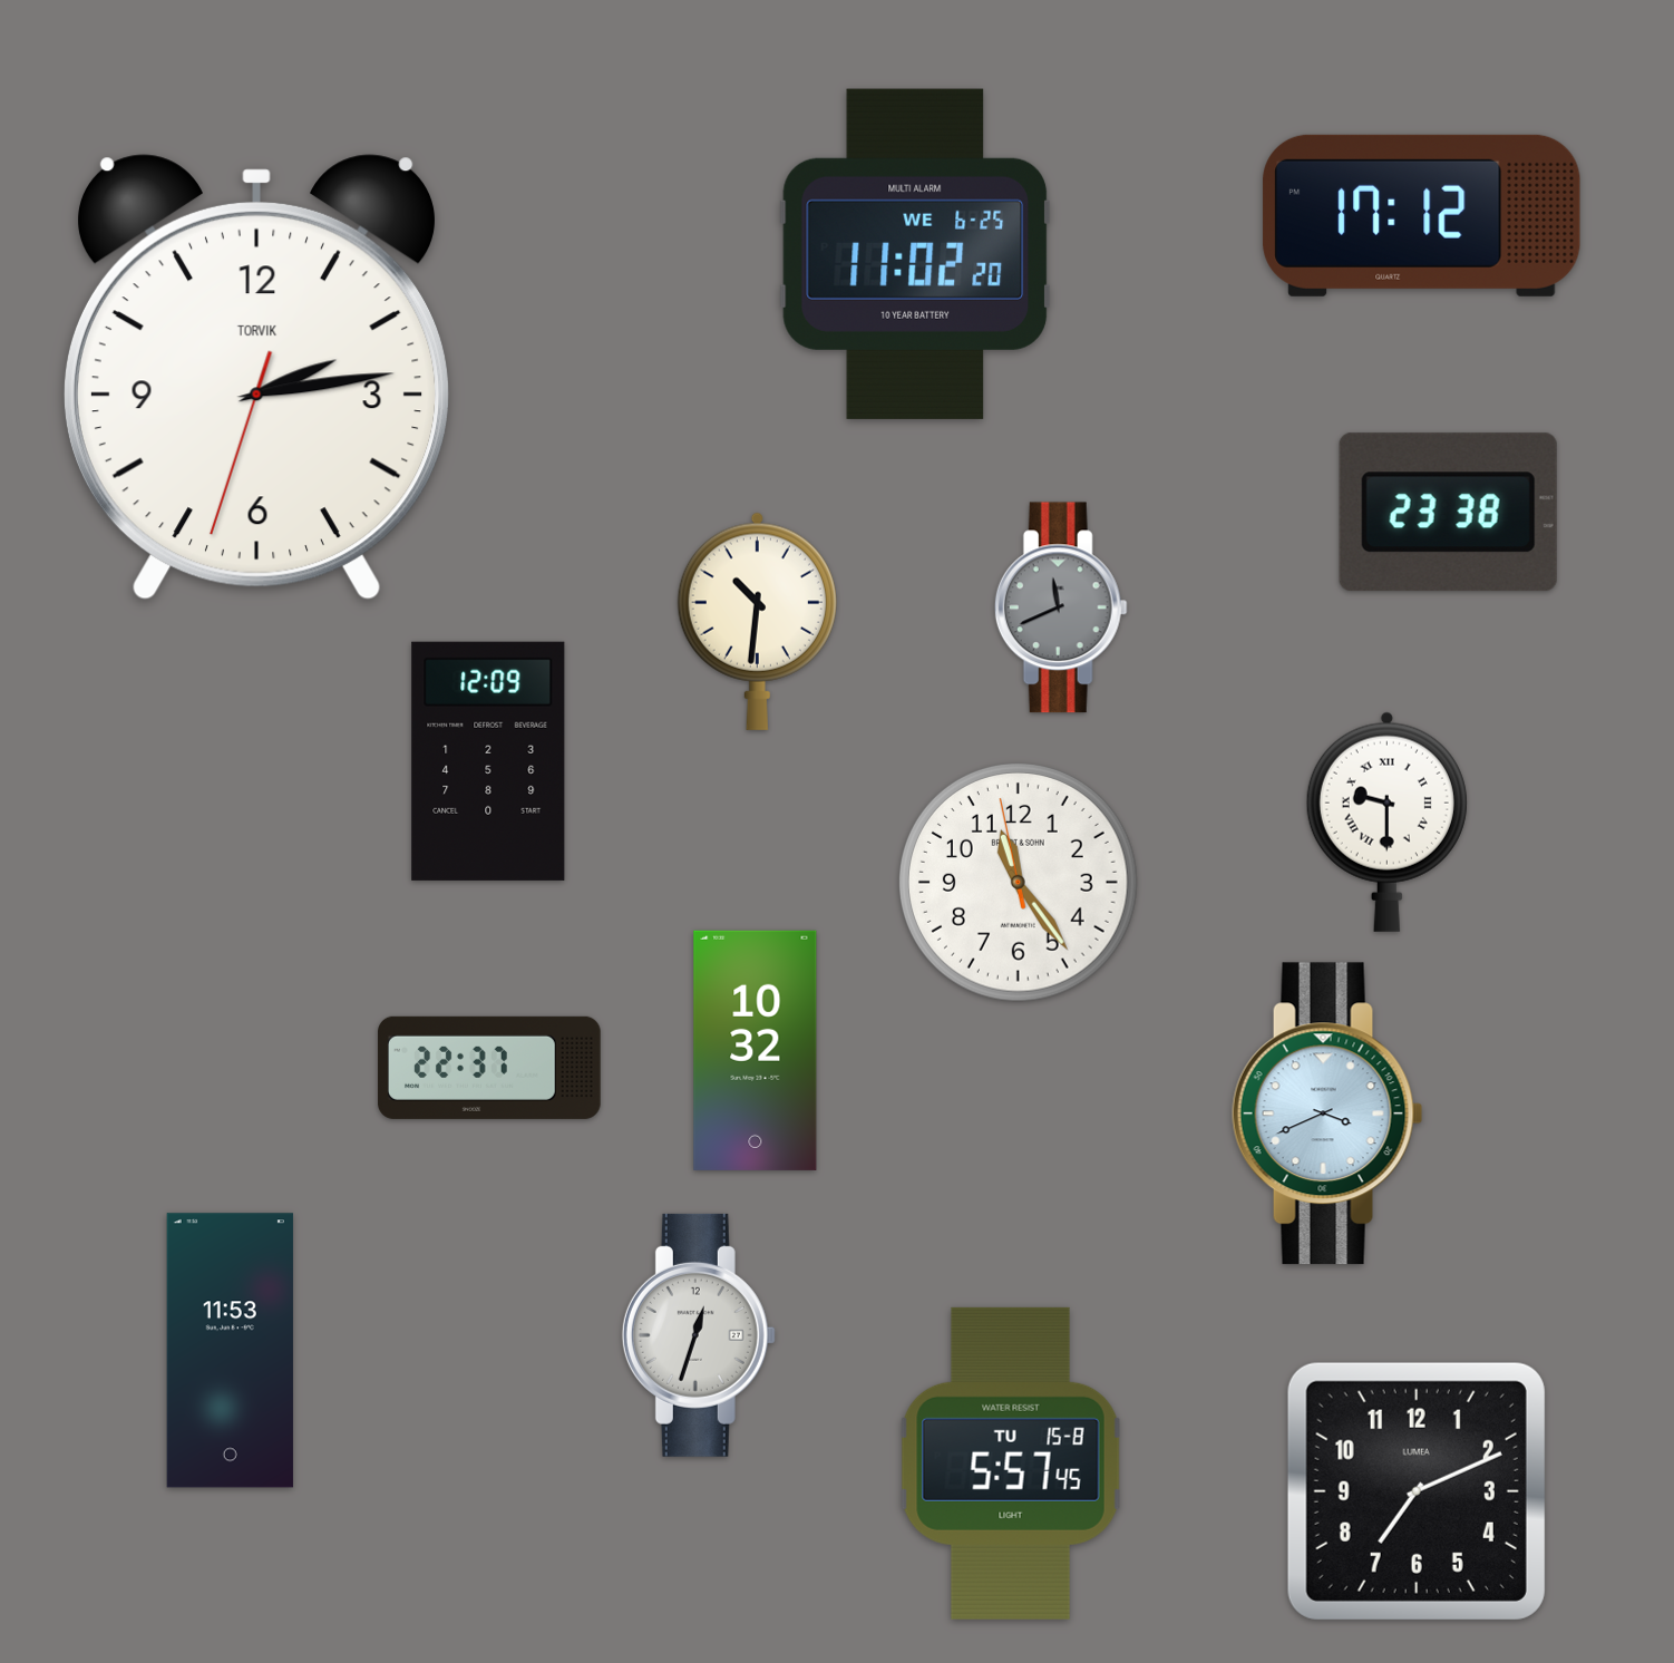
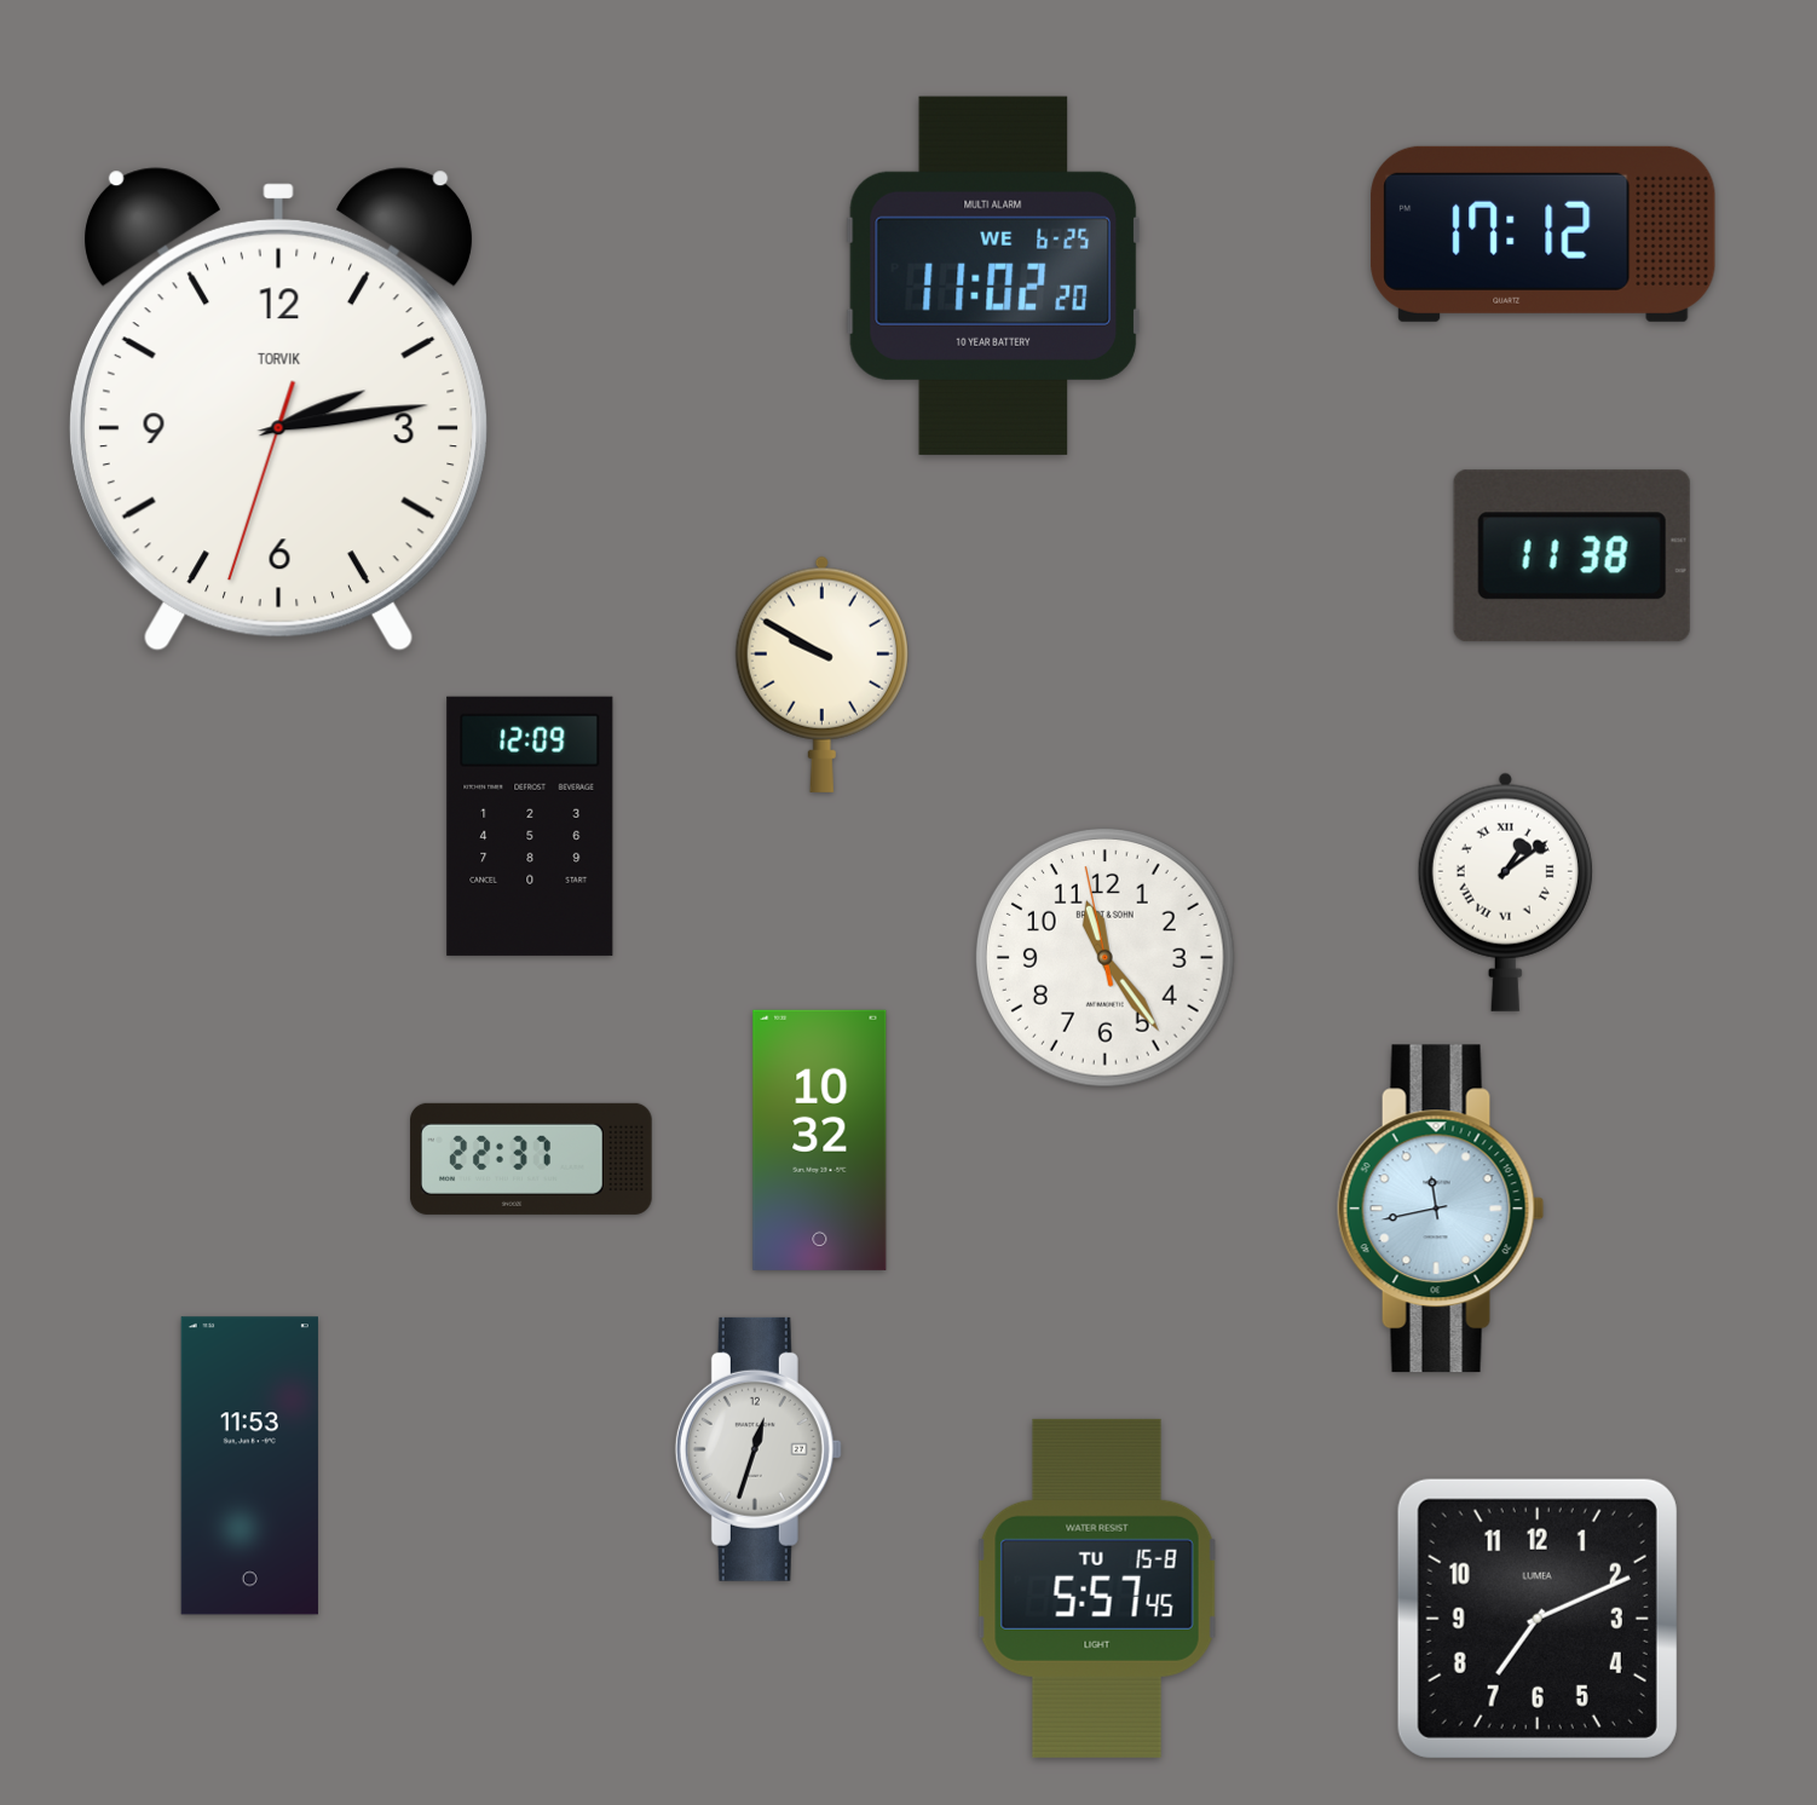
clock at (1448, 513): 23:38 -> 11:38
clock at (1061, 607): 11:41 -> none
clock at (757, 621): 10:31 -> 9:50
clock at (1386, 821): 9:30 -> 1:09
clock at (1327, 1113): 3:41 -> 11:43
